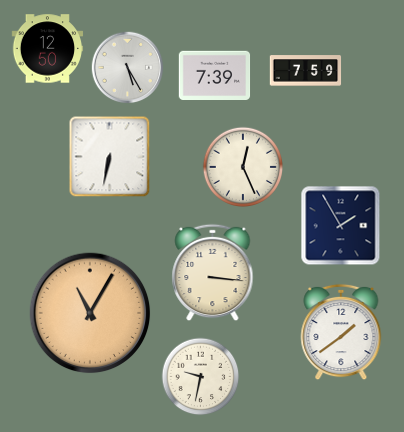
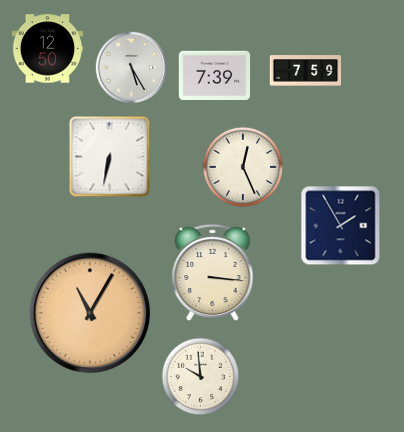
clock at (128, 68) position: (128, 68) -> (132, 68)
clock at (341, 332): 1:39 -> none
clock at (201, 377): 9:32 -> 9:59
